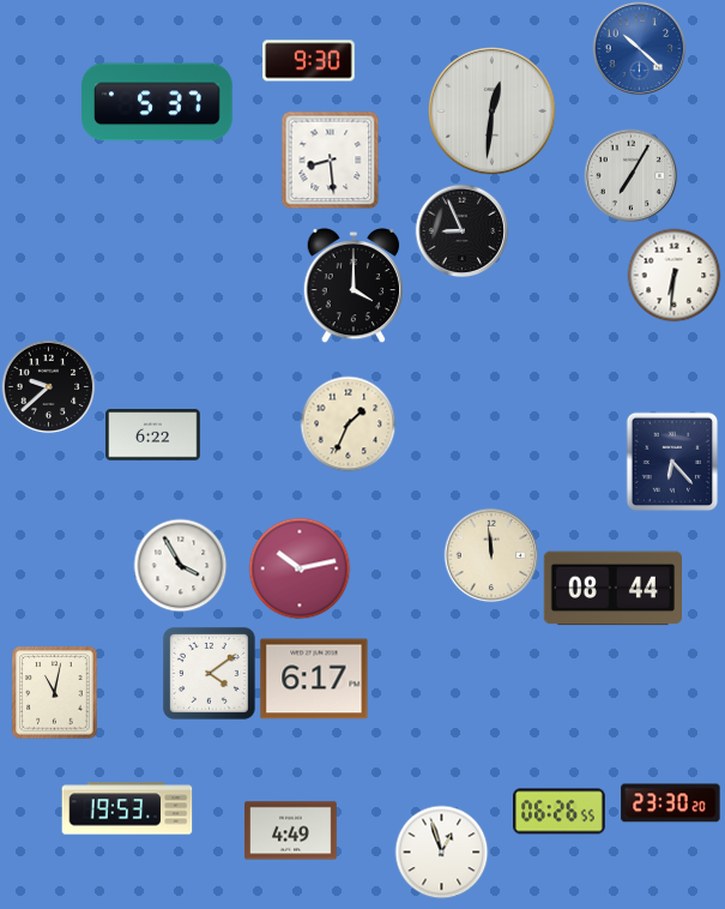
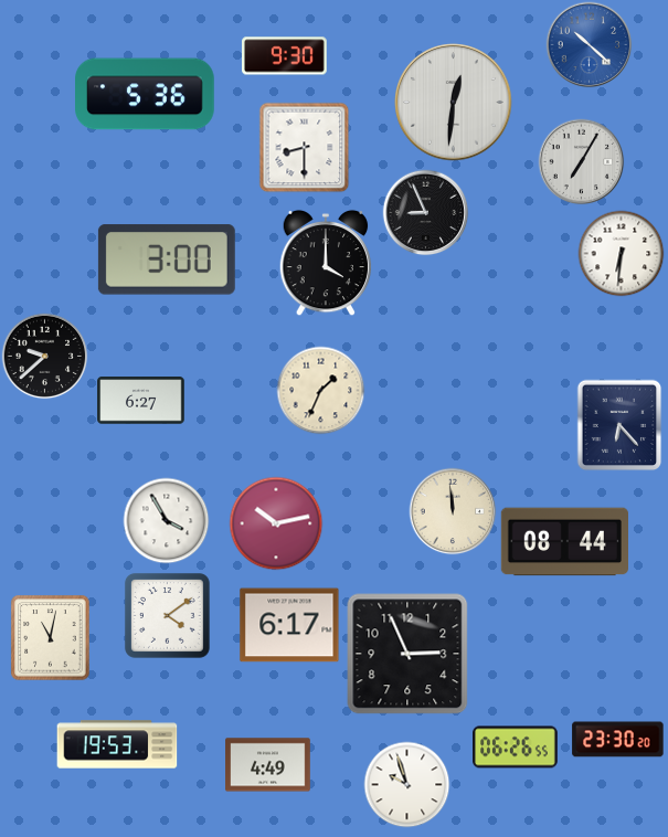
clock at (158, 102): 5:37 -> 5:36
clock at (330, 159): 8:29 -> 8:30
clock at (167, 259): none -> 3:00
clock at (153, 435): 6:22 -> 6:27
clock at (209, 673) position: (209, 673) -> (167, 615)
clock at (407, 654): none -> 2:56
clock at (441, 851): 12:57 -> 9:57
